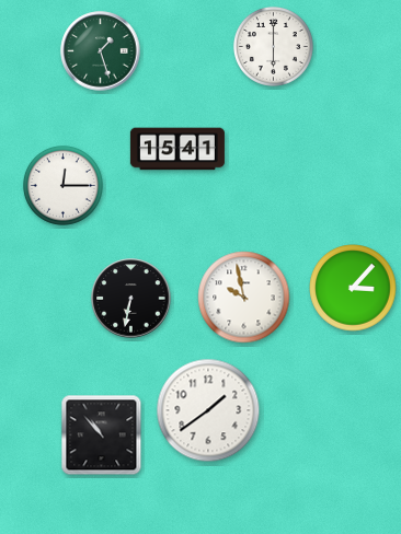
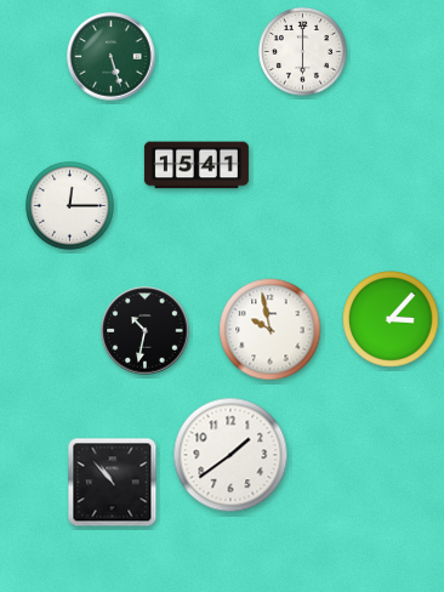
clock at (101, 51): 1:27 -> 5:27
clock at (131, 299): 6:32 -> 10:32
